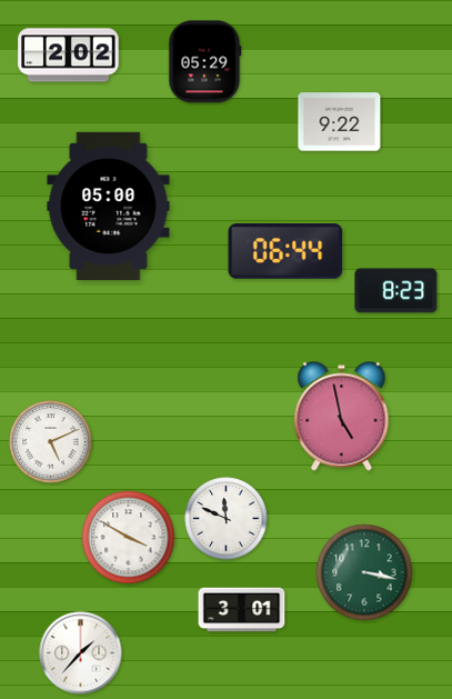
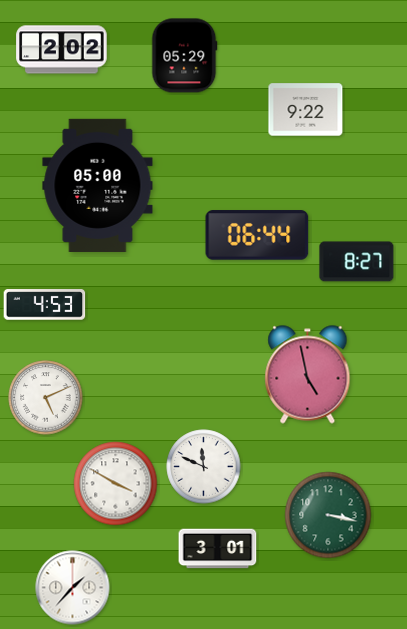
clock at (285, 251) position: (285, 251) -> (257, 235)
clock at (396, 291): 8:23 -> 8:27
clock at (45, 305): none -> 4:53
